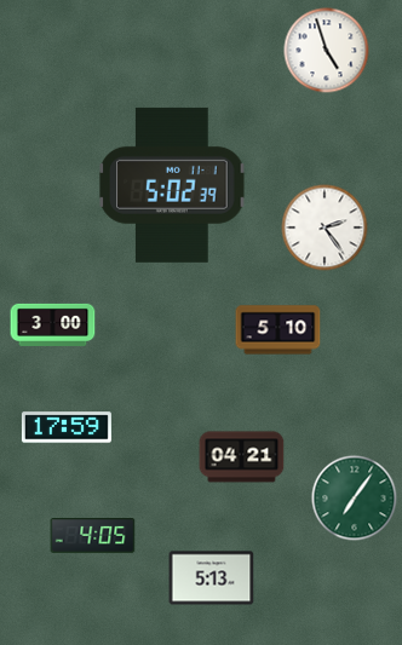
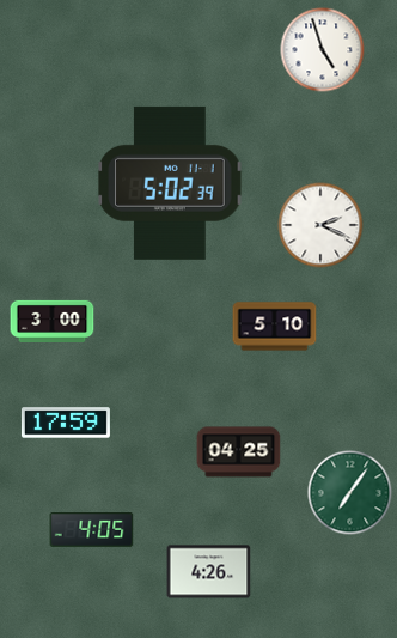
clock at (325, 228): 2:24 -> 2:19
clock at (242, 457): 04:21 -> 04:25
clock at (212, 578): 5:13 -> 4:26
